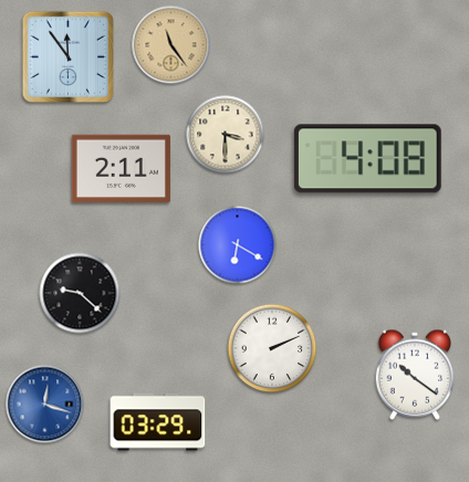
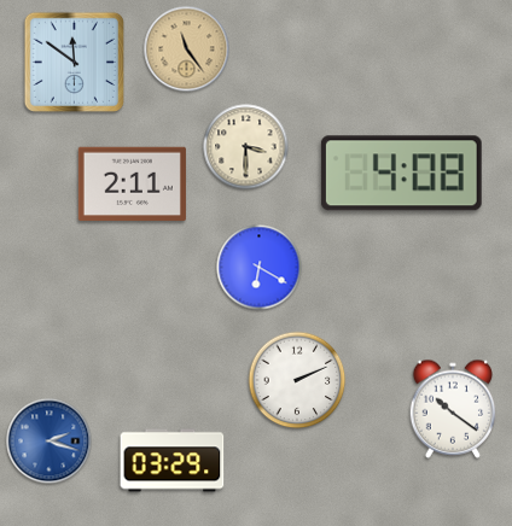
clock at (67, 56): 11:54 -> 11:51
clock at (80, 293): 9:22 -> none
clock at (45, 405): 12:18 -> 2:18
